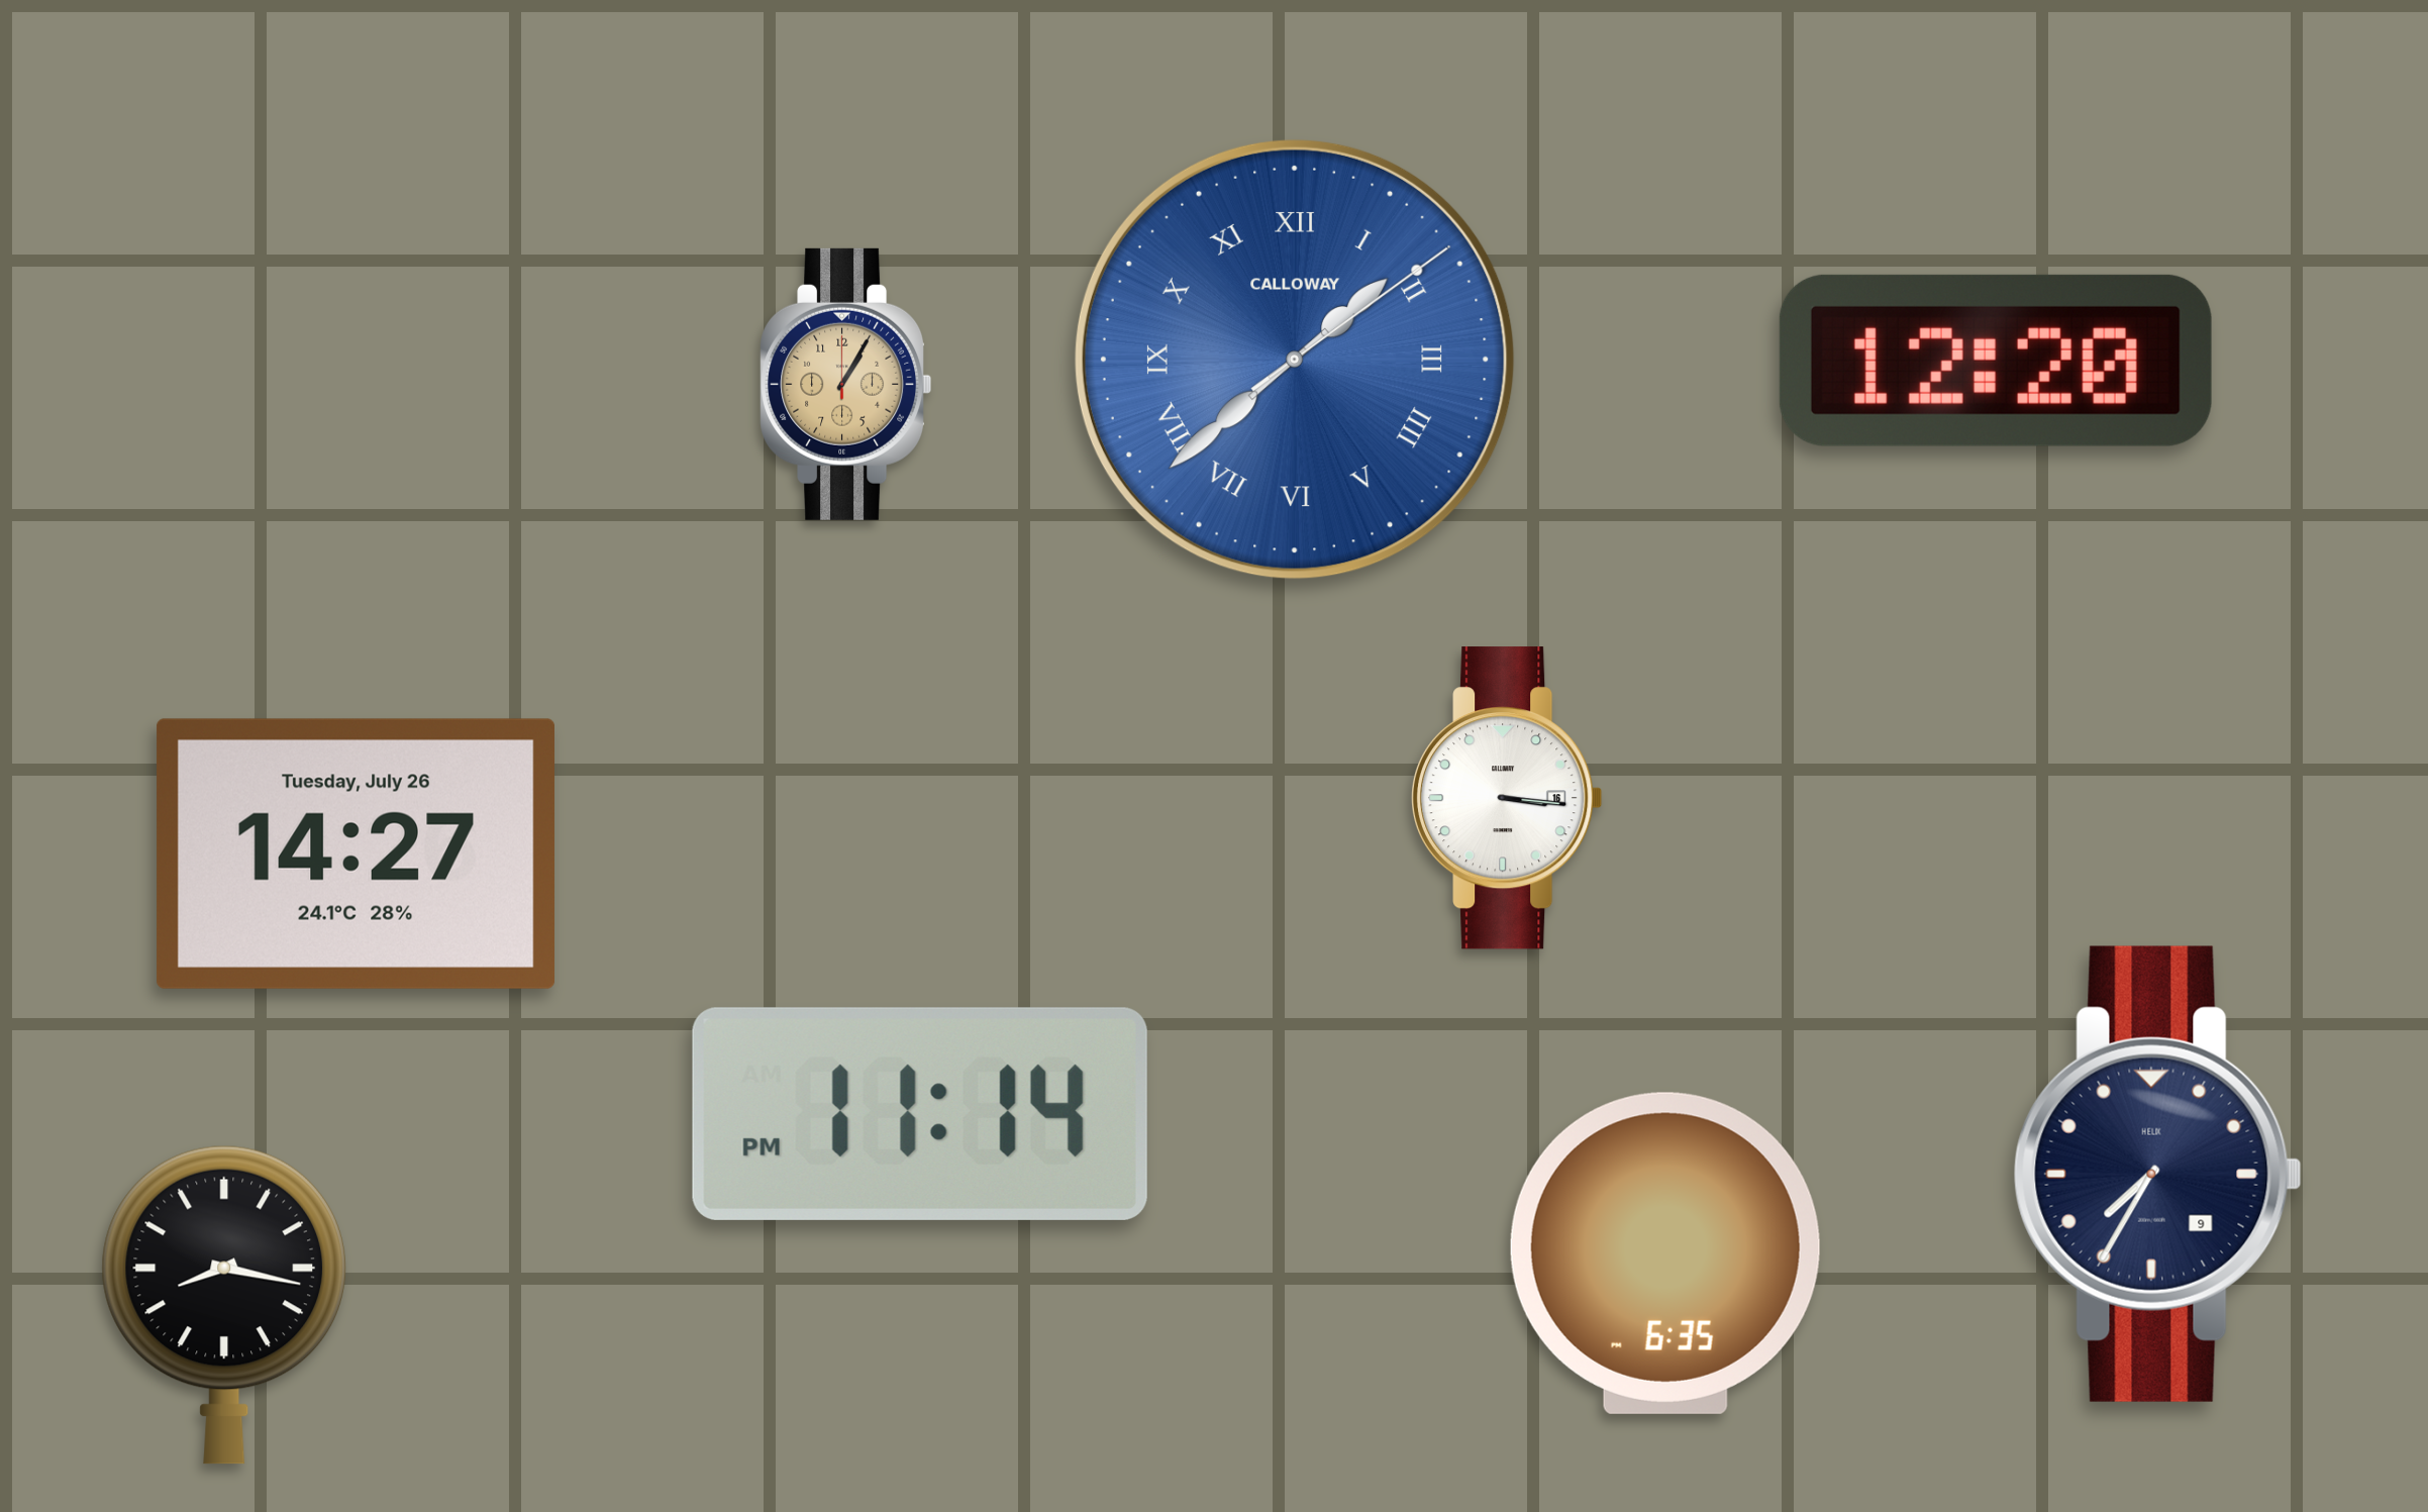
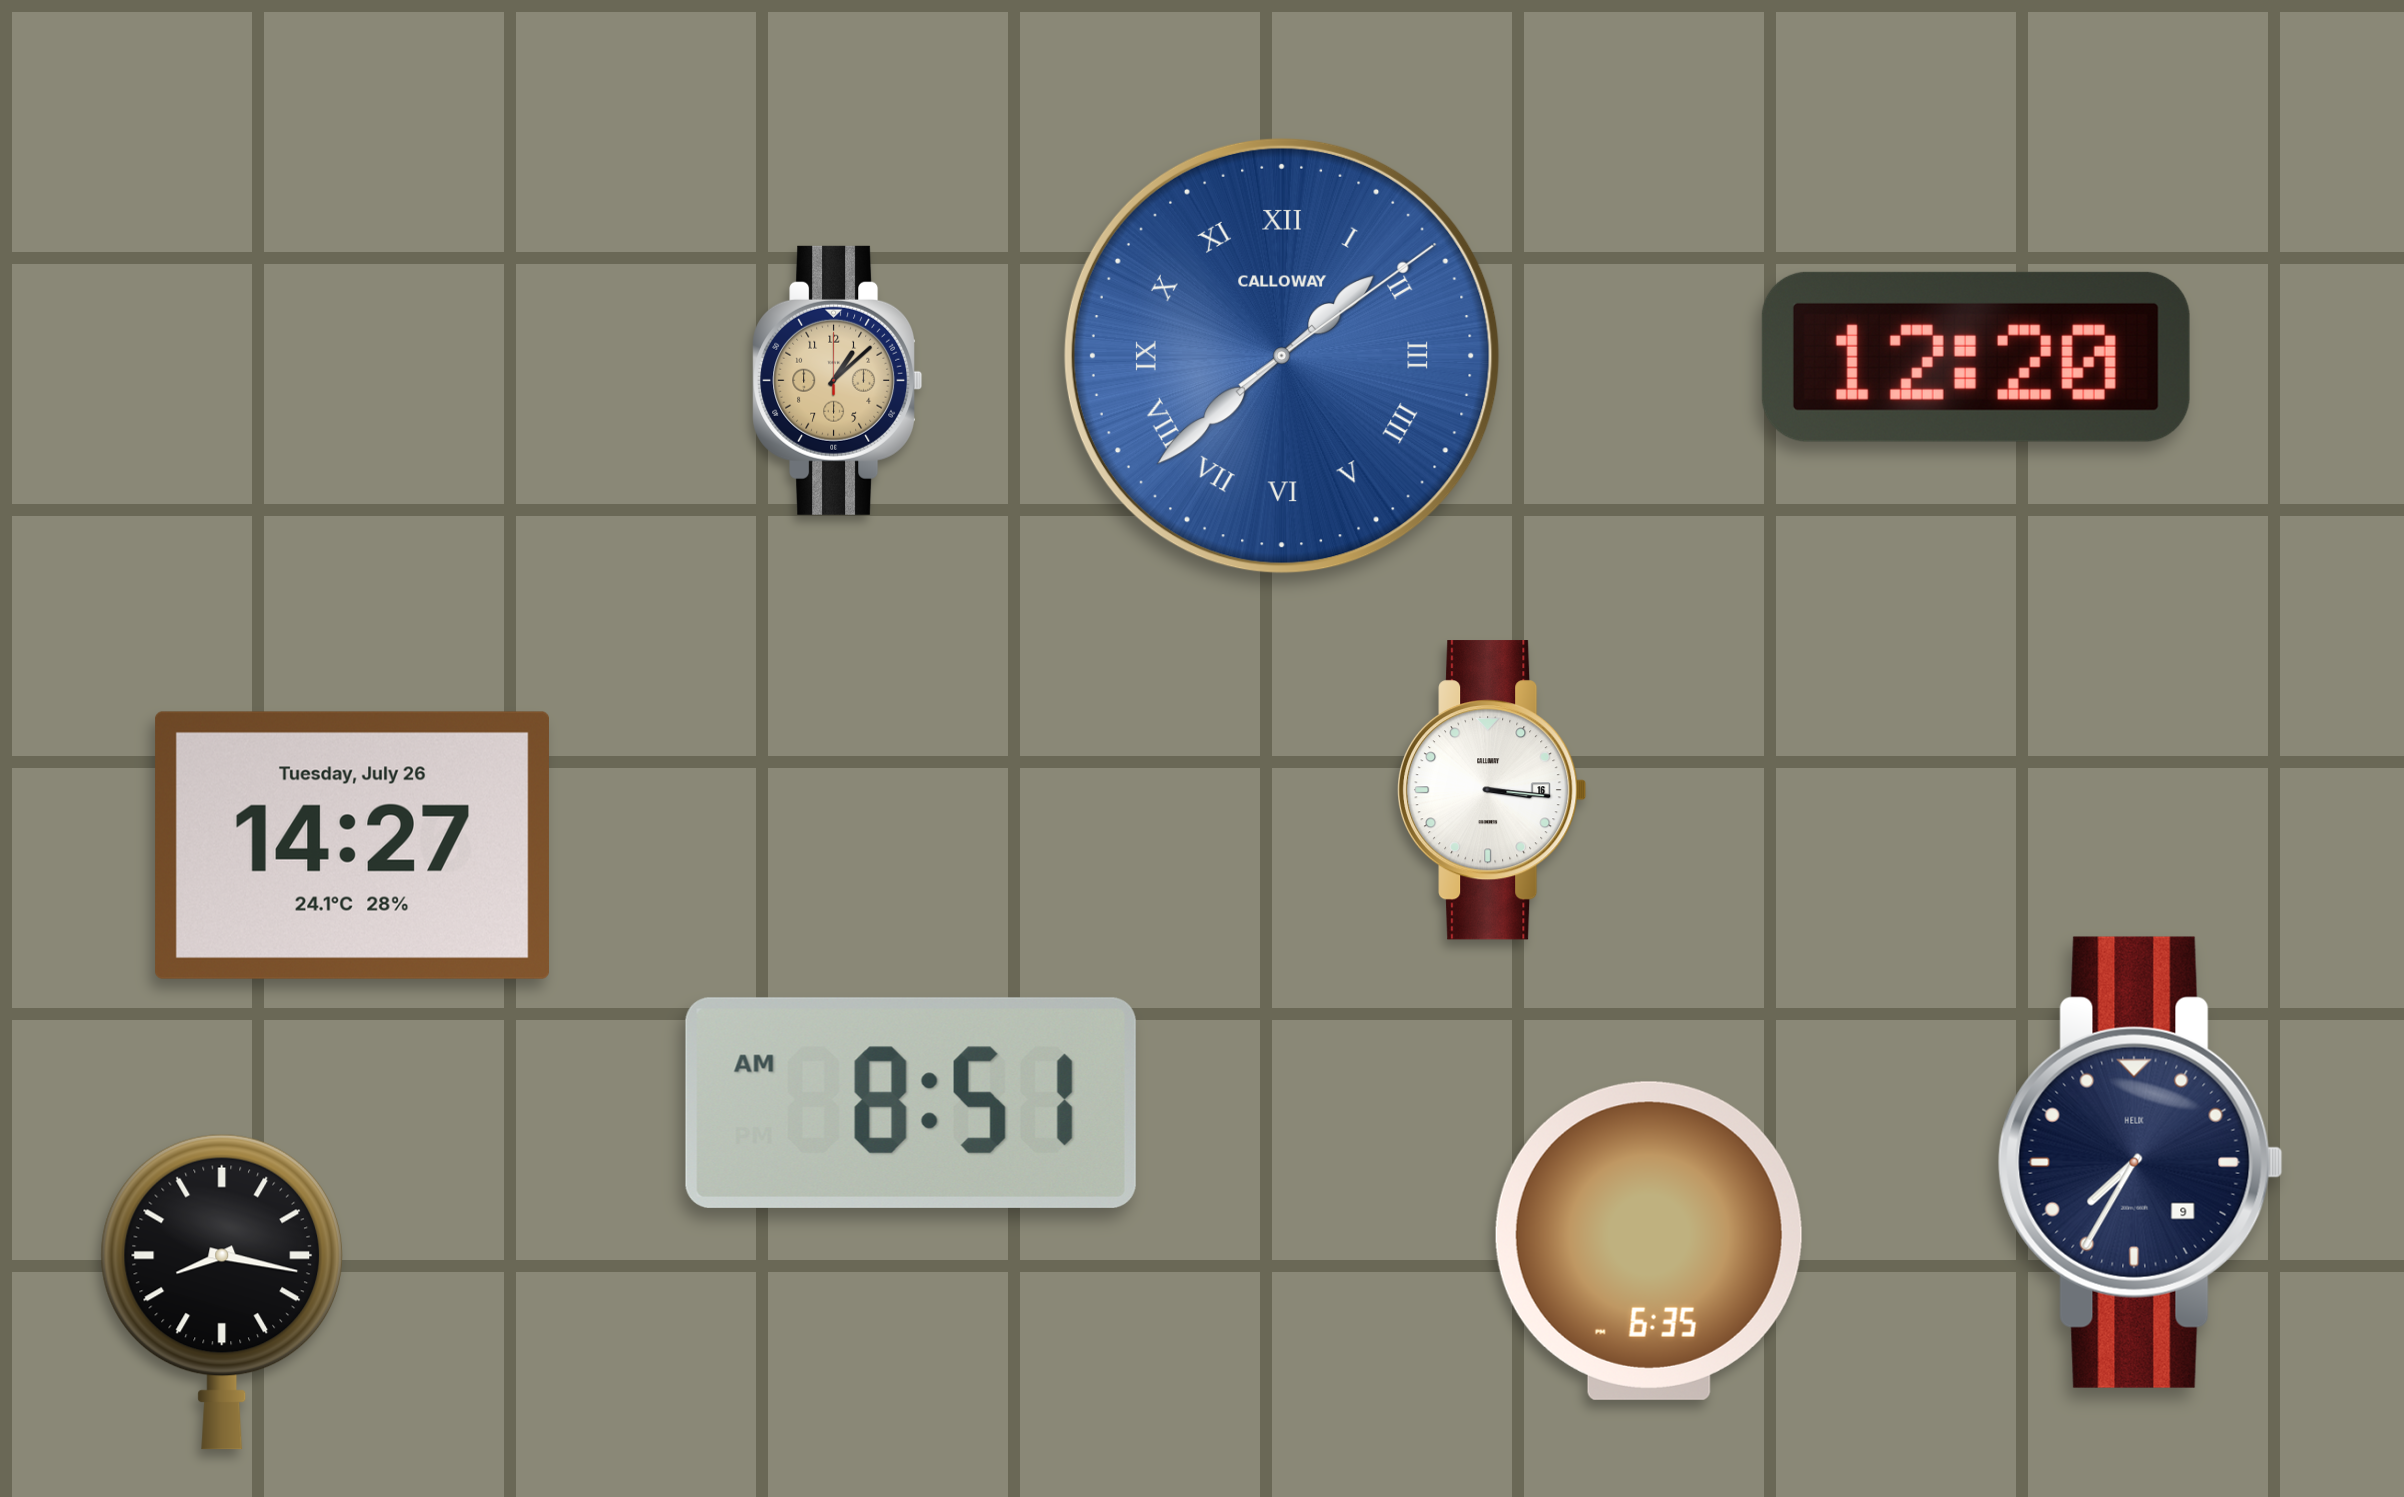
clock at (846, 384): 1:05 -> 1:08
clock at (920, 1114): 11:14 -> 8:51
clock at (2157, 1174) position: (2157, 1174) -> (2140, 1162)
